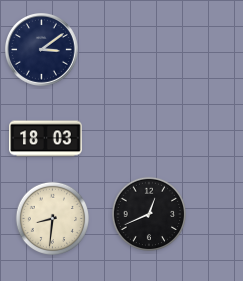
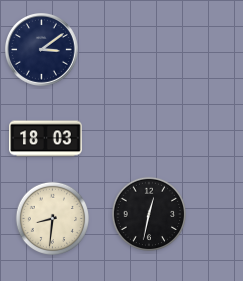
clock at (148, 213): 12:41 -> 12:32
